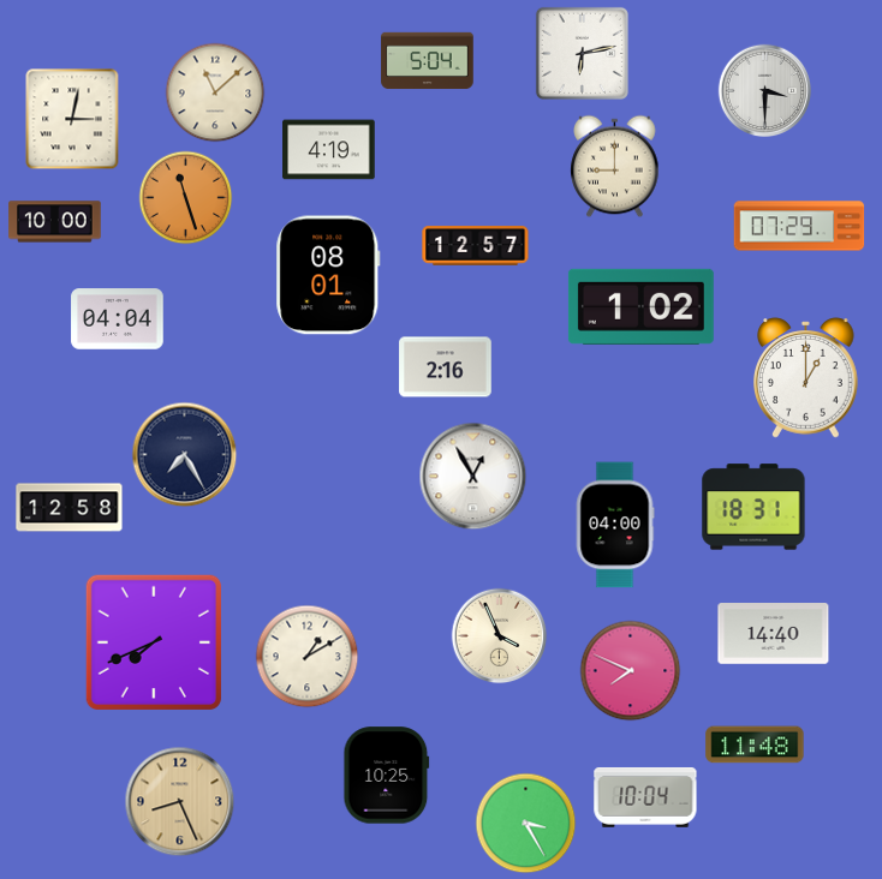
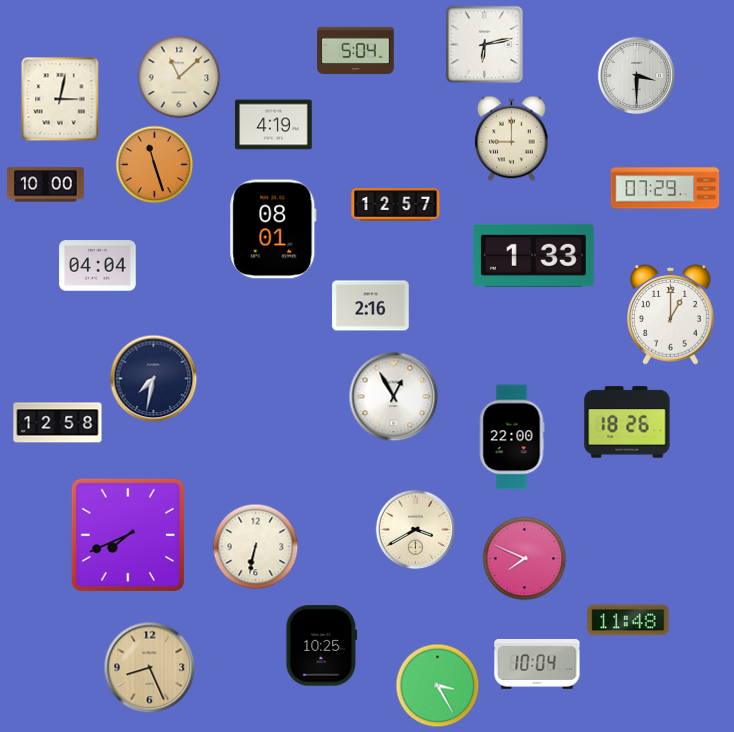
clock at (640, 306): 1:02 -> 1:33
clock at (184, 454): 7:25 -> 7:32
clock at (753, 507): 18:31 -> 18:26
clock at (615, 525): 04:00 -> 22:00
clock at (774, 634): 14:40 -> none
clock at (499, 635): 3:56 -> 3:40
clock at (306, 656): 1:10 -> 6:32
